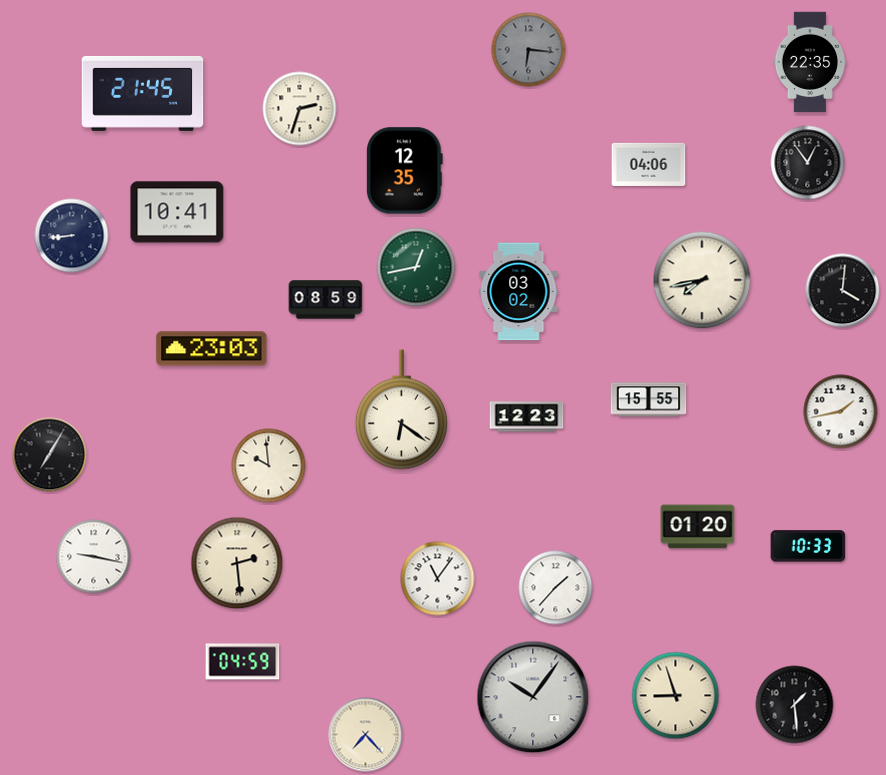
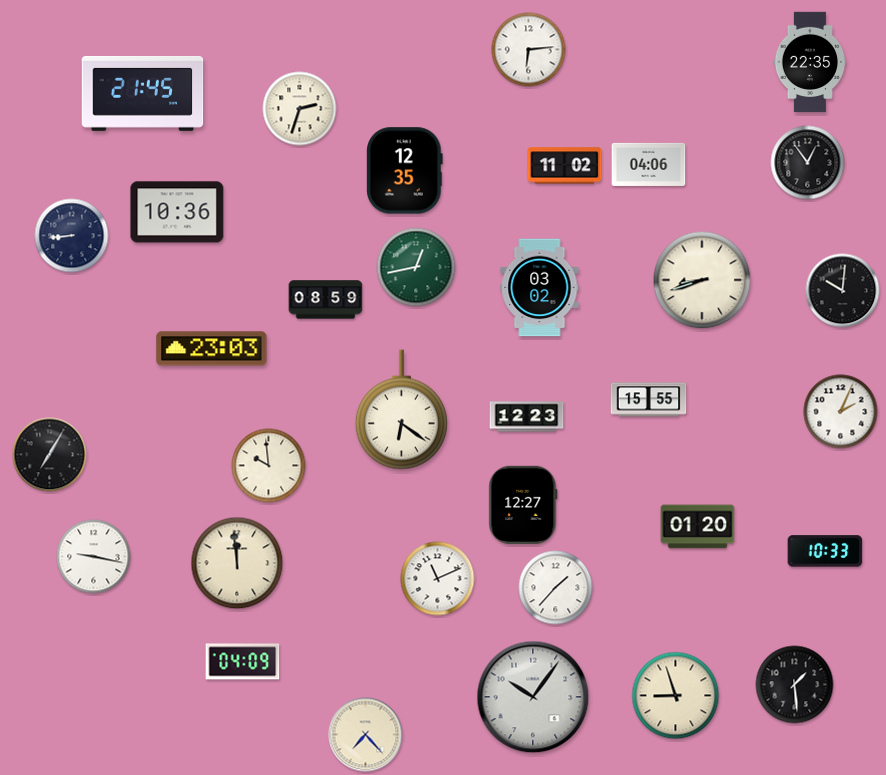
clock at (529, 50): 6:16 -> 6:14
clock at (529, 50) dial: grey -> white
clock at (565, 166): none -> 11:02
clock at (177, 212): 10:41 -> 10:36
clock at (702, 280): 7:43 -> 8:42
clock at (843, 291): 4:01 -> 10:01
clock at (519, 292) position: (519, 292) -> (540, 288)
clock at (841, 412): 1:43 -> 2:04
clock at (523, 505): none -> 12:27
clock at (808, 546) position: (808, 546) -> (825, 551)
clock at (237, 563): 2:29 -> 11:59
clock at (438, 579): 11:06 -> 11:11
clock at (243, 662): 04:59 -> 04:09
clock at (795, 705) position: (795, 705) -> (795, 685)
